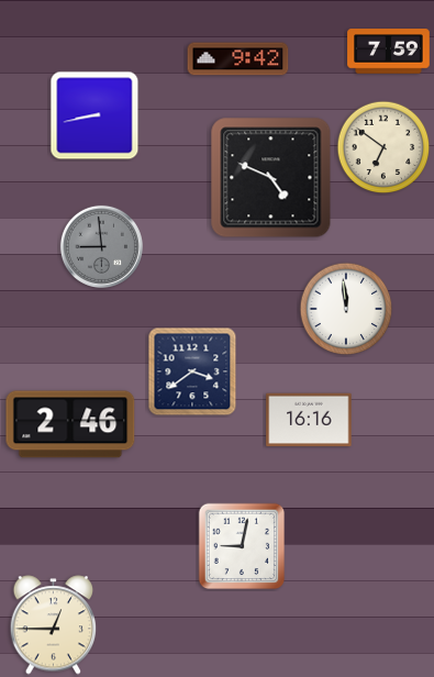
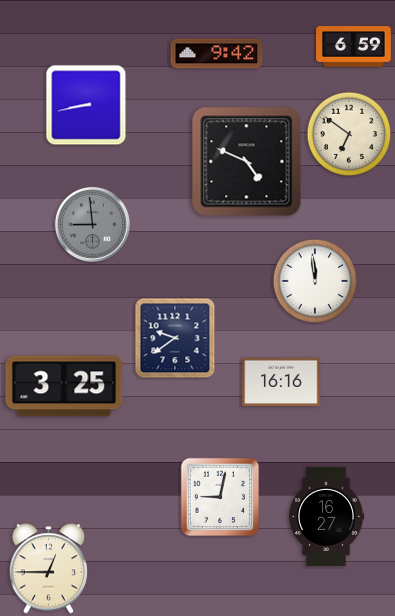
clock at (389, 52): 7:59 -> 6:59
clock at (192, 371): 3:39 -> 9:39
clock at (70, 424): 2:46 -> 3:25
clock at (327, 516): none -> 16:27
